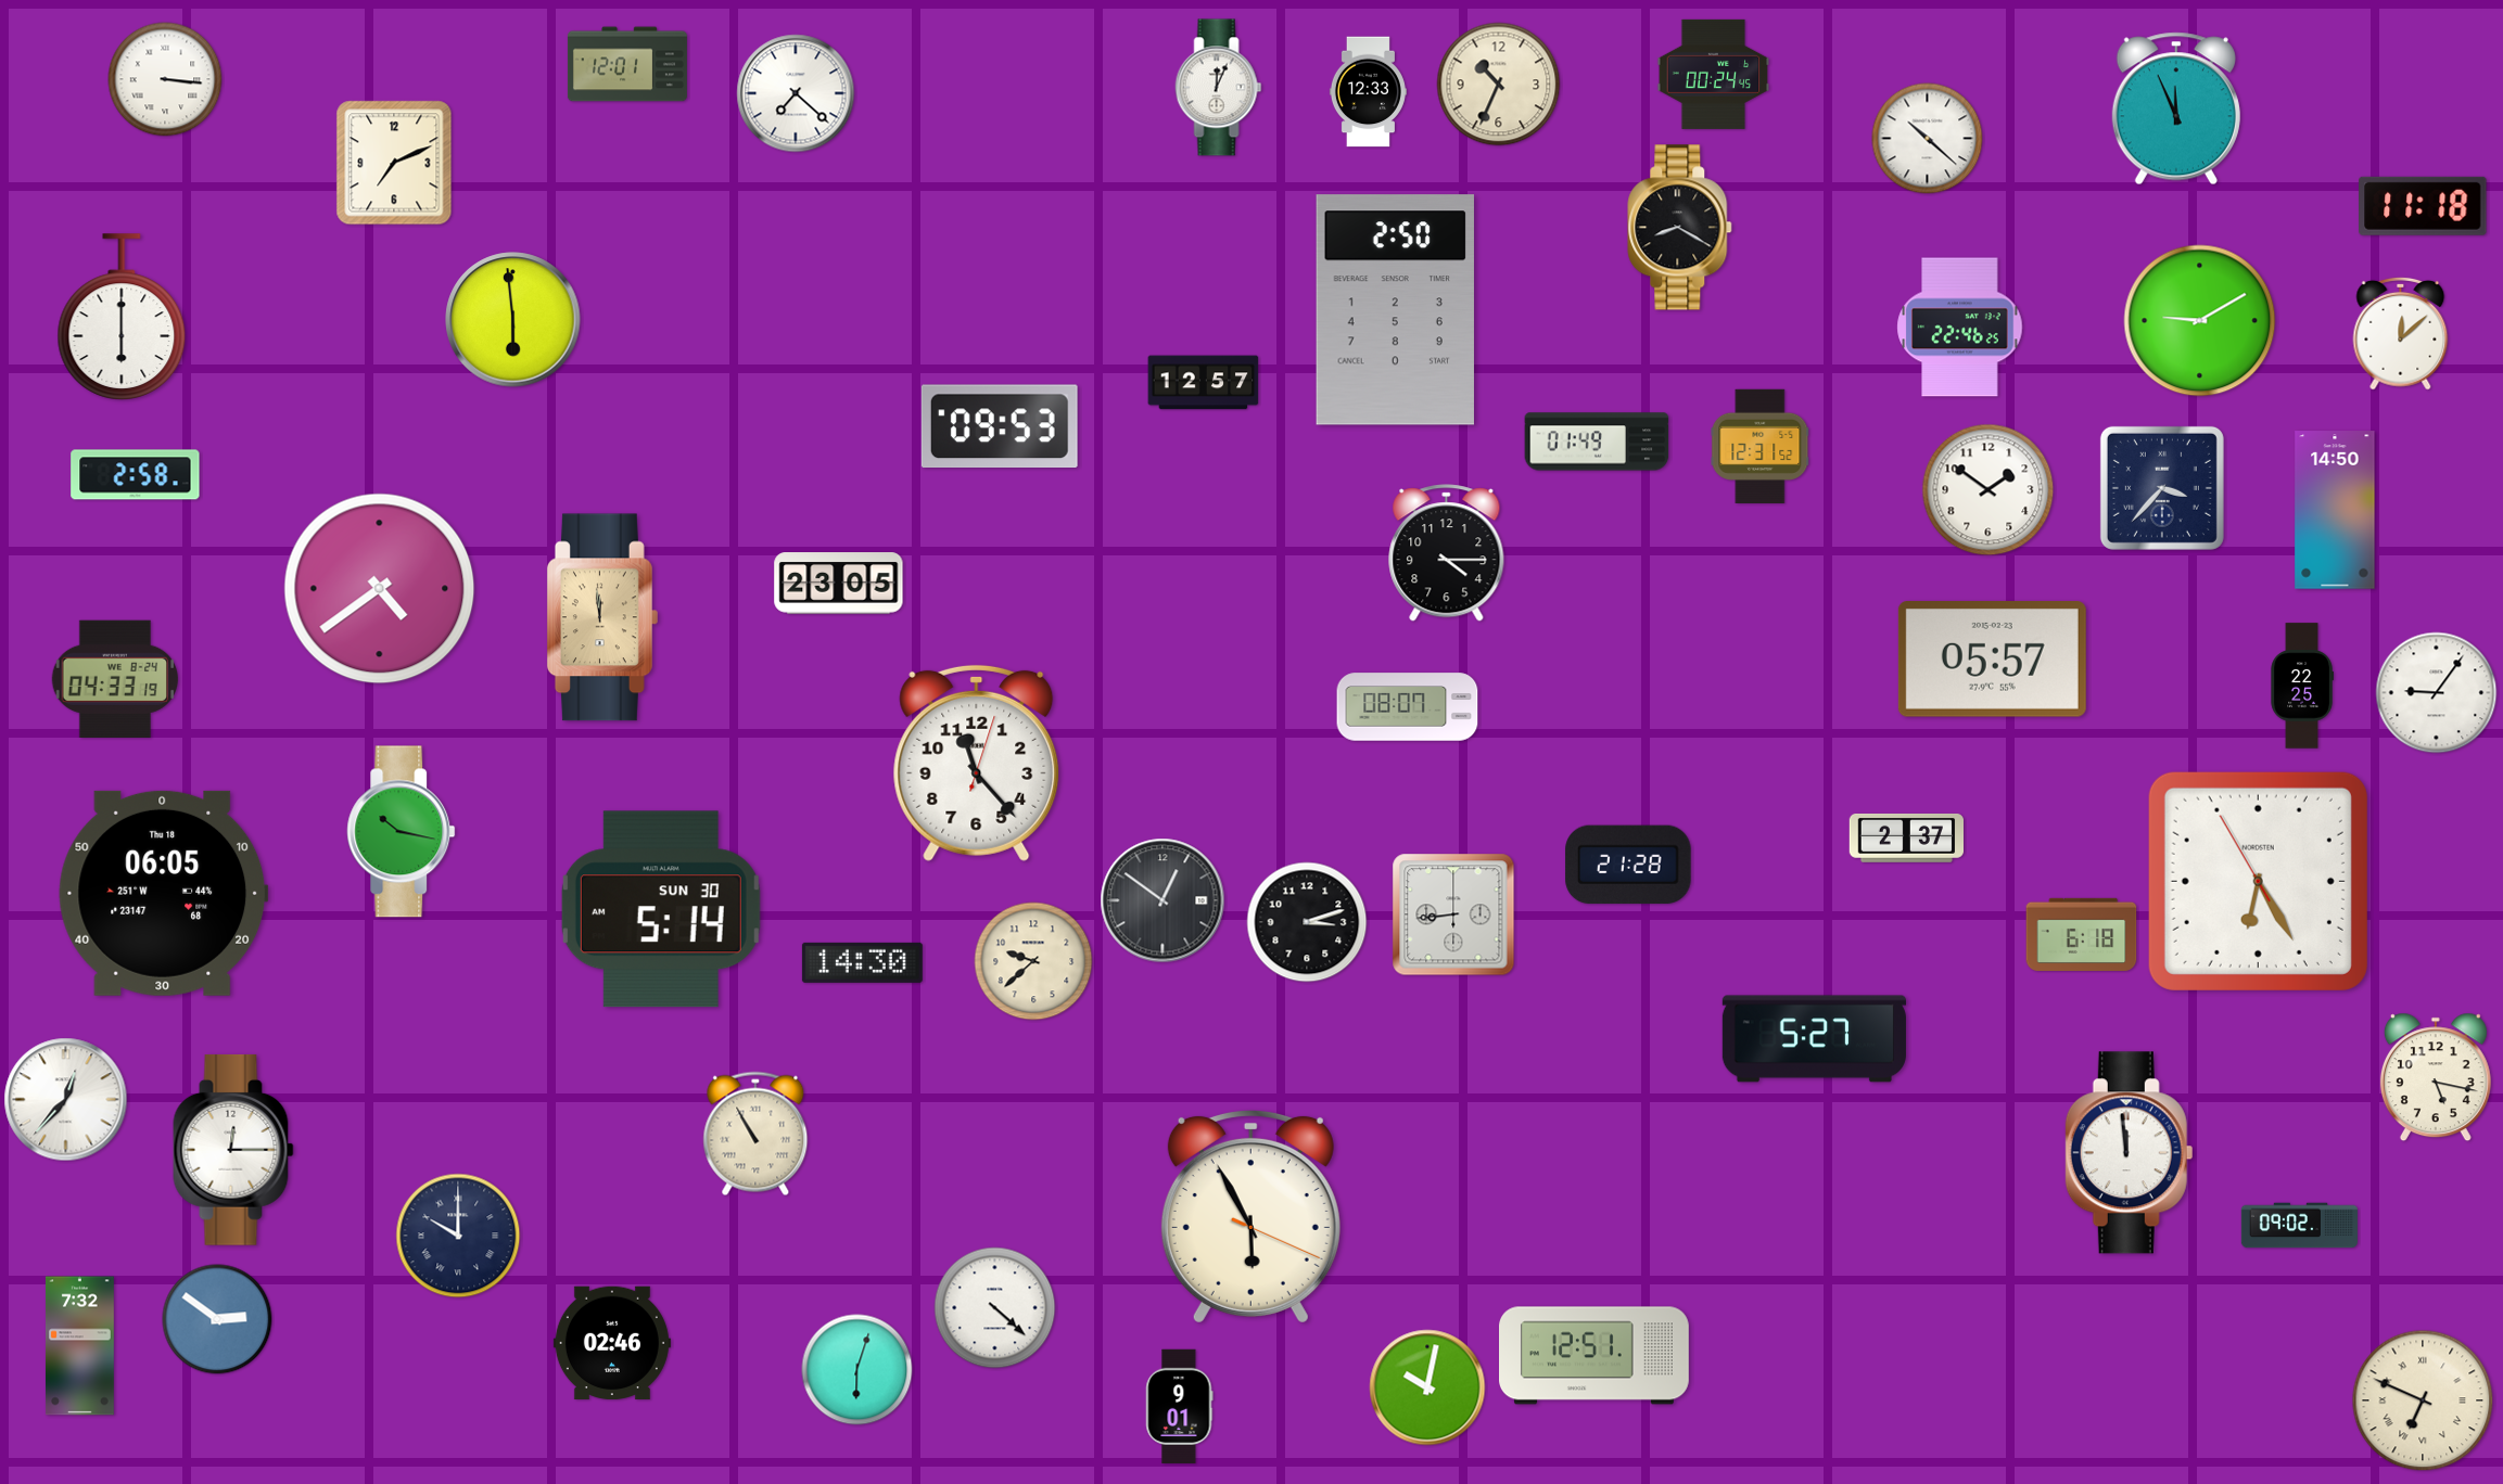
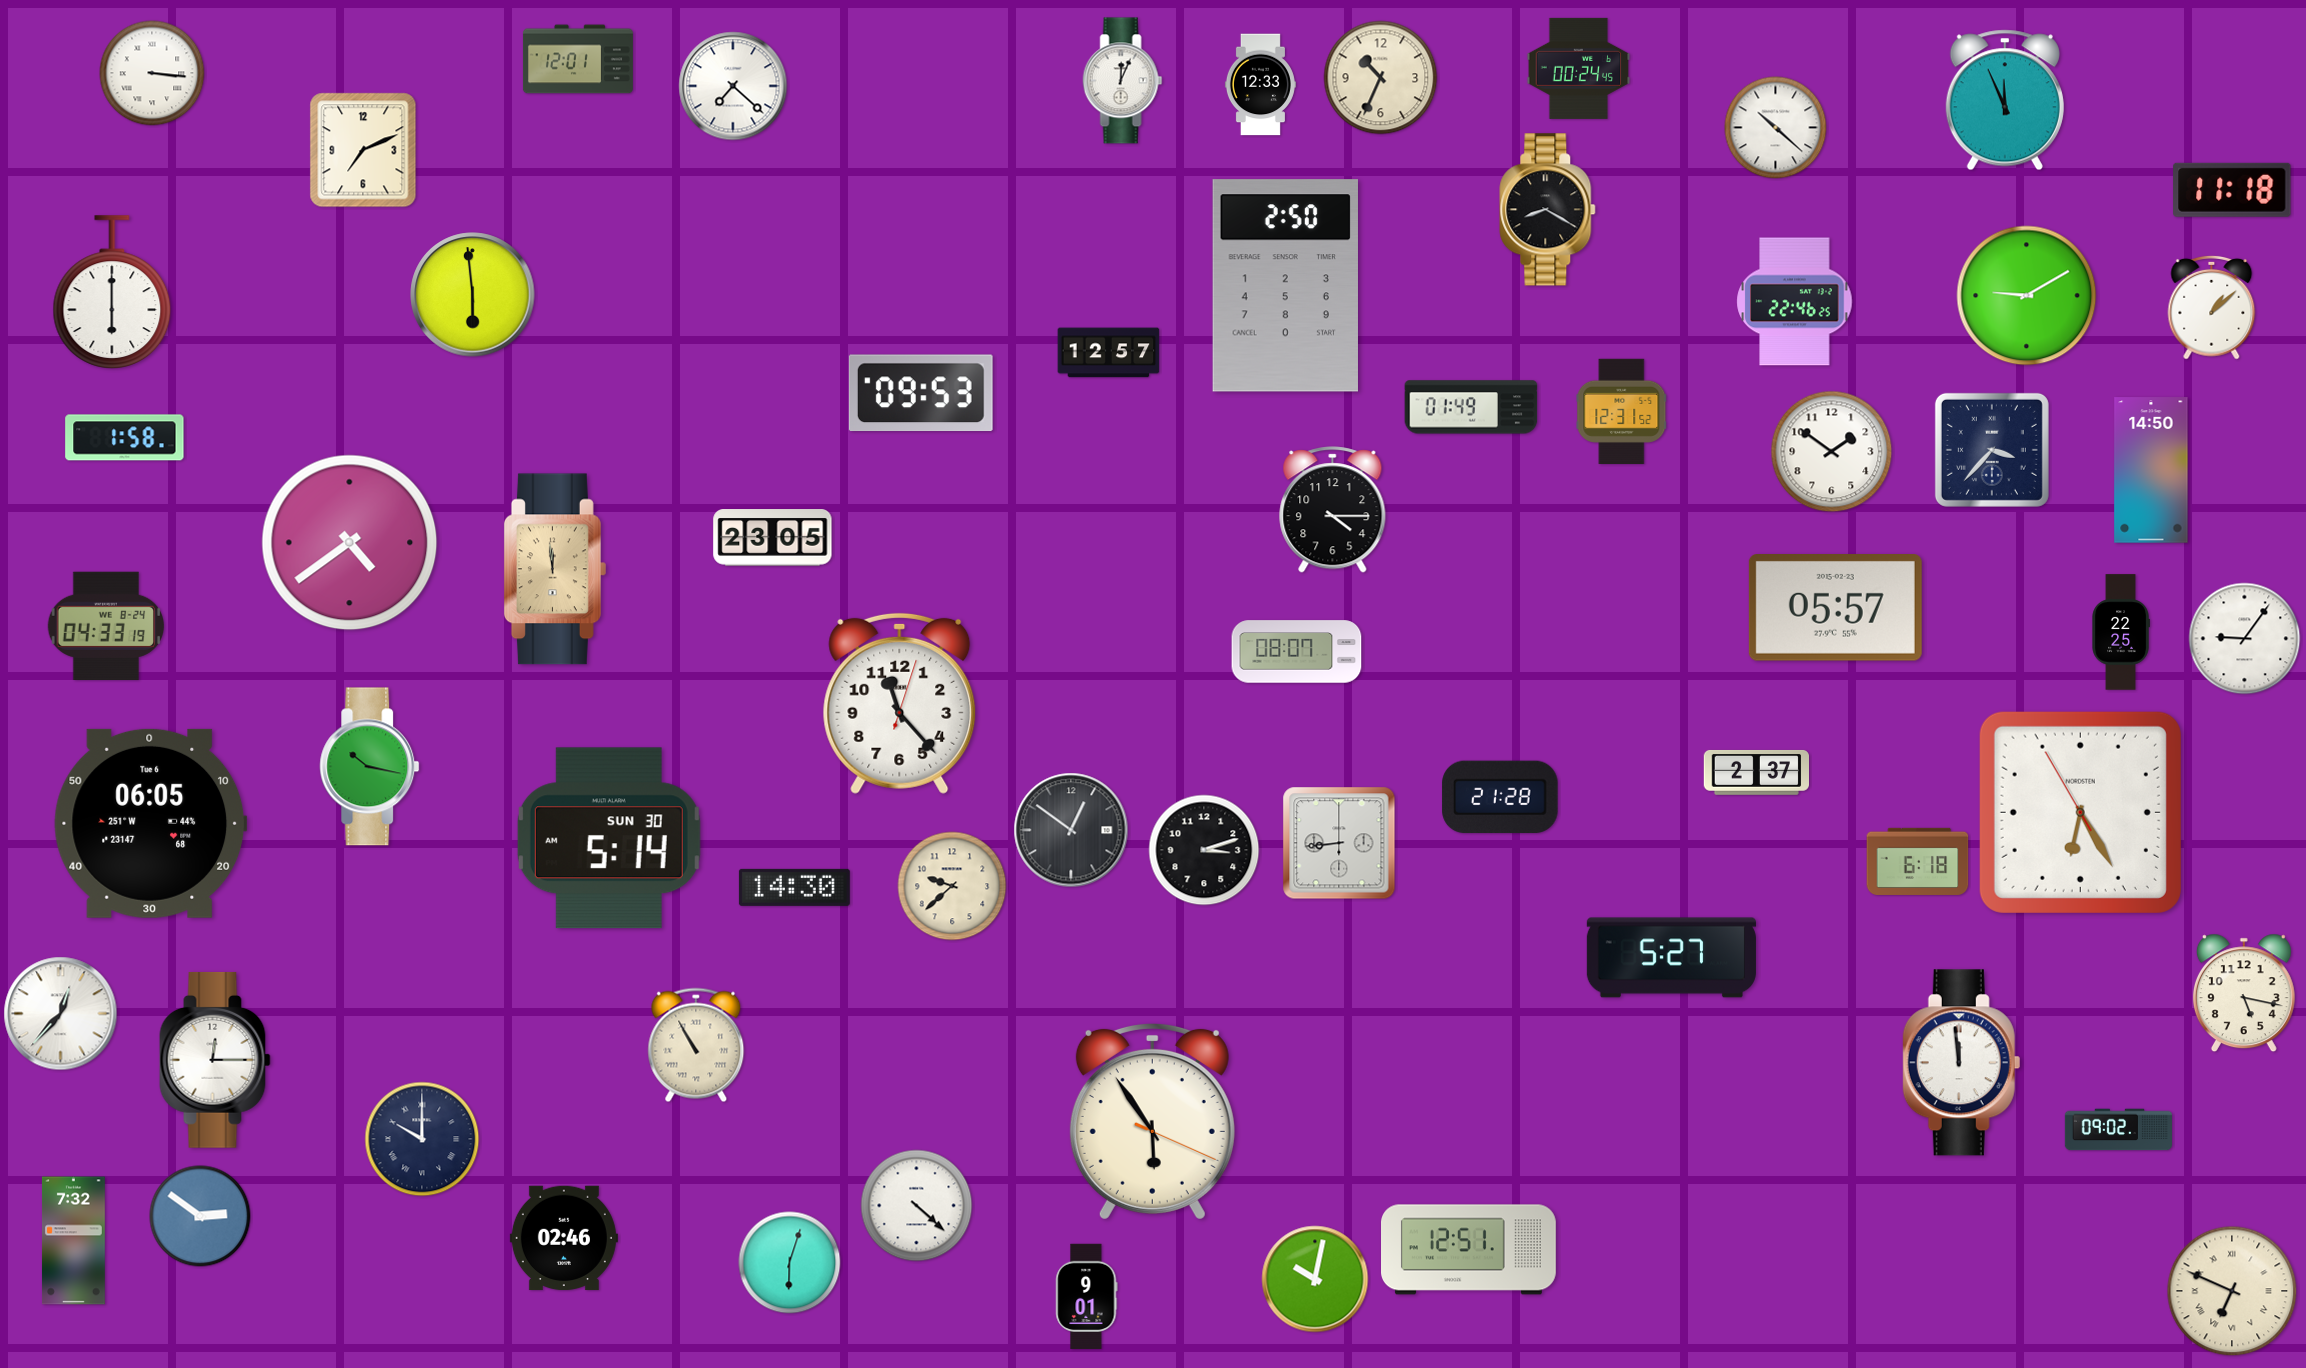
clock at (1960, 328) position: (1960, 328) -> (1795, 302)
clock at (2401, 333): 12:08 -> 1:08
clock at (136, 475): 2:58 -> 1:58
clock at (164, 893) date: Thu 18 -> Tue 6
clock at (1250, 1216): 5:55 -> 5:54
